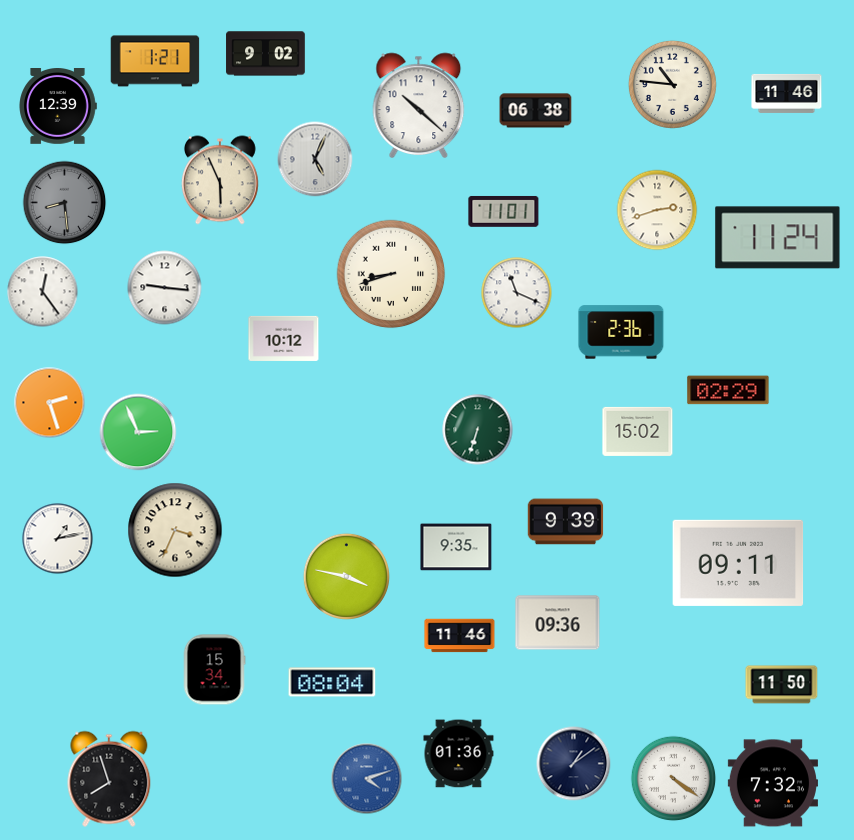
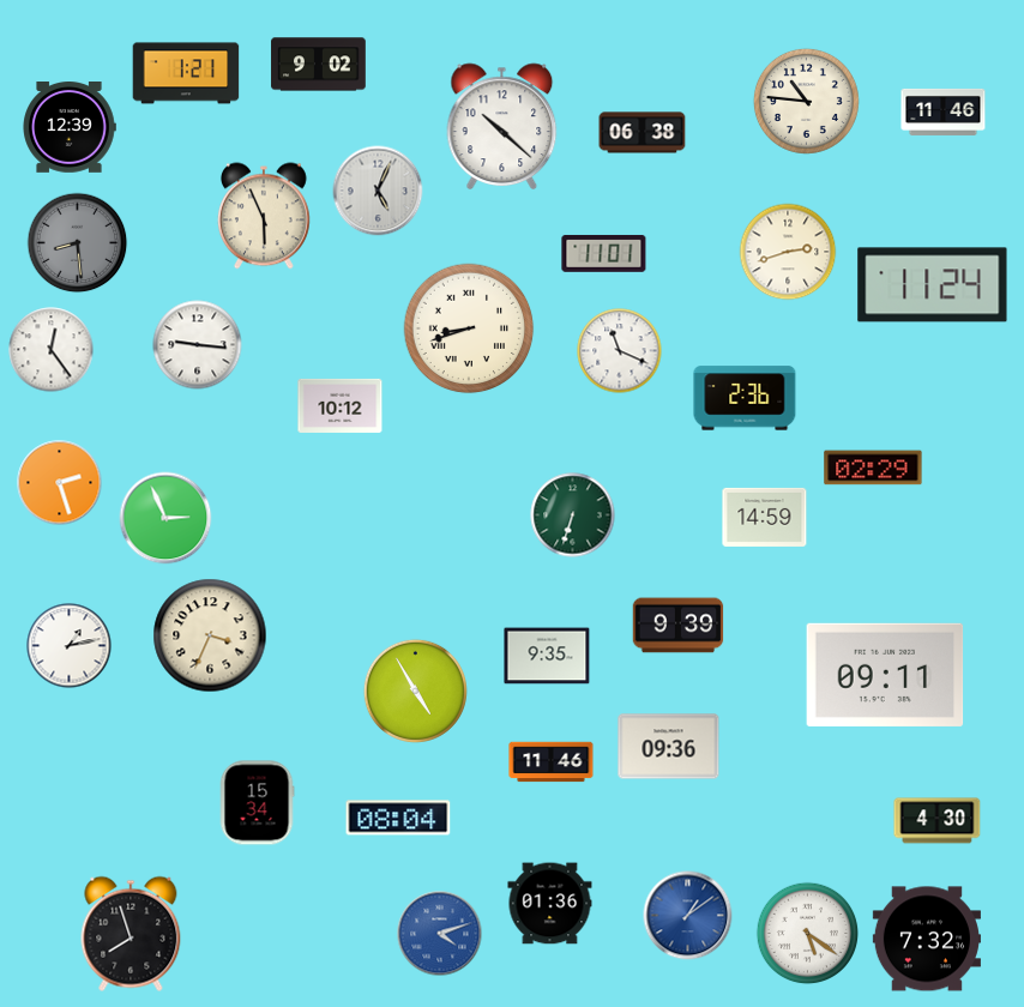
clock at (638, 431): 15:02 -> 14:59
clock at (346, 576): 3:47 -> 4:55
clock at (782, 685): 11:50 -> 4:30
clock at (574, 764) dial: navy -> blue
clock at (674, 779): 4:21 -> 5:21
